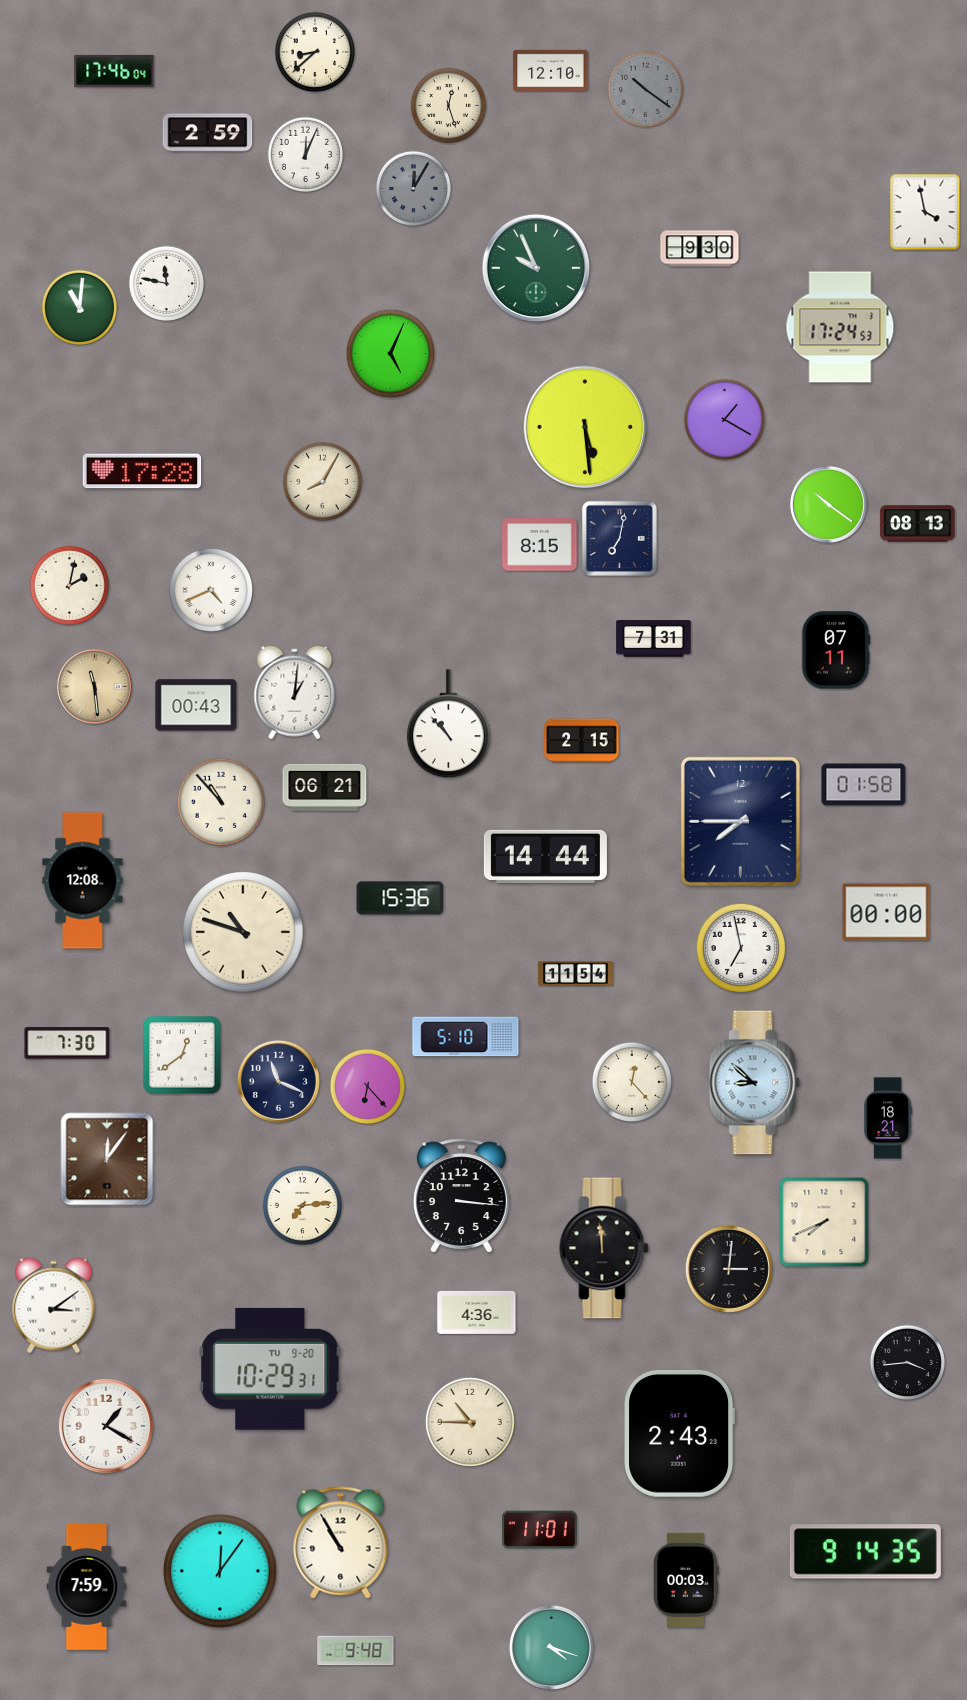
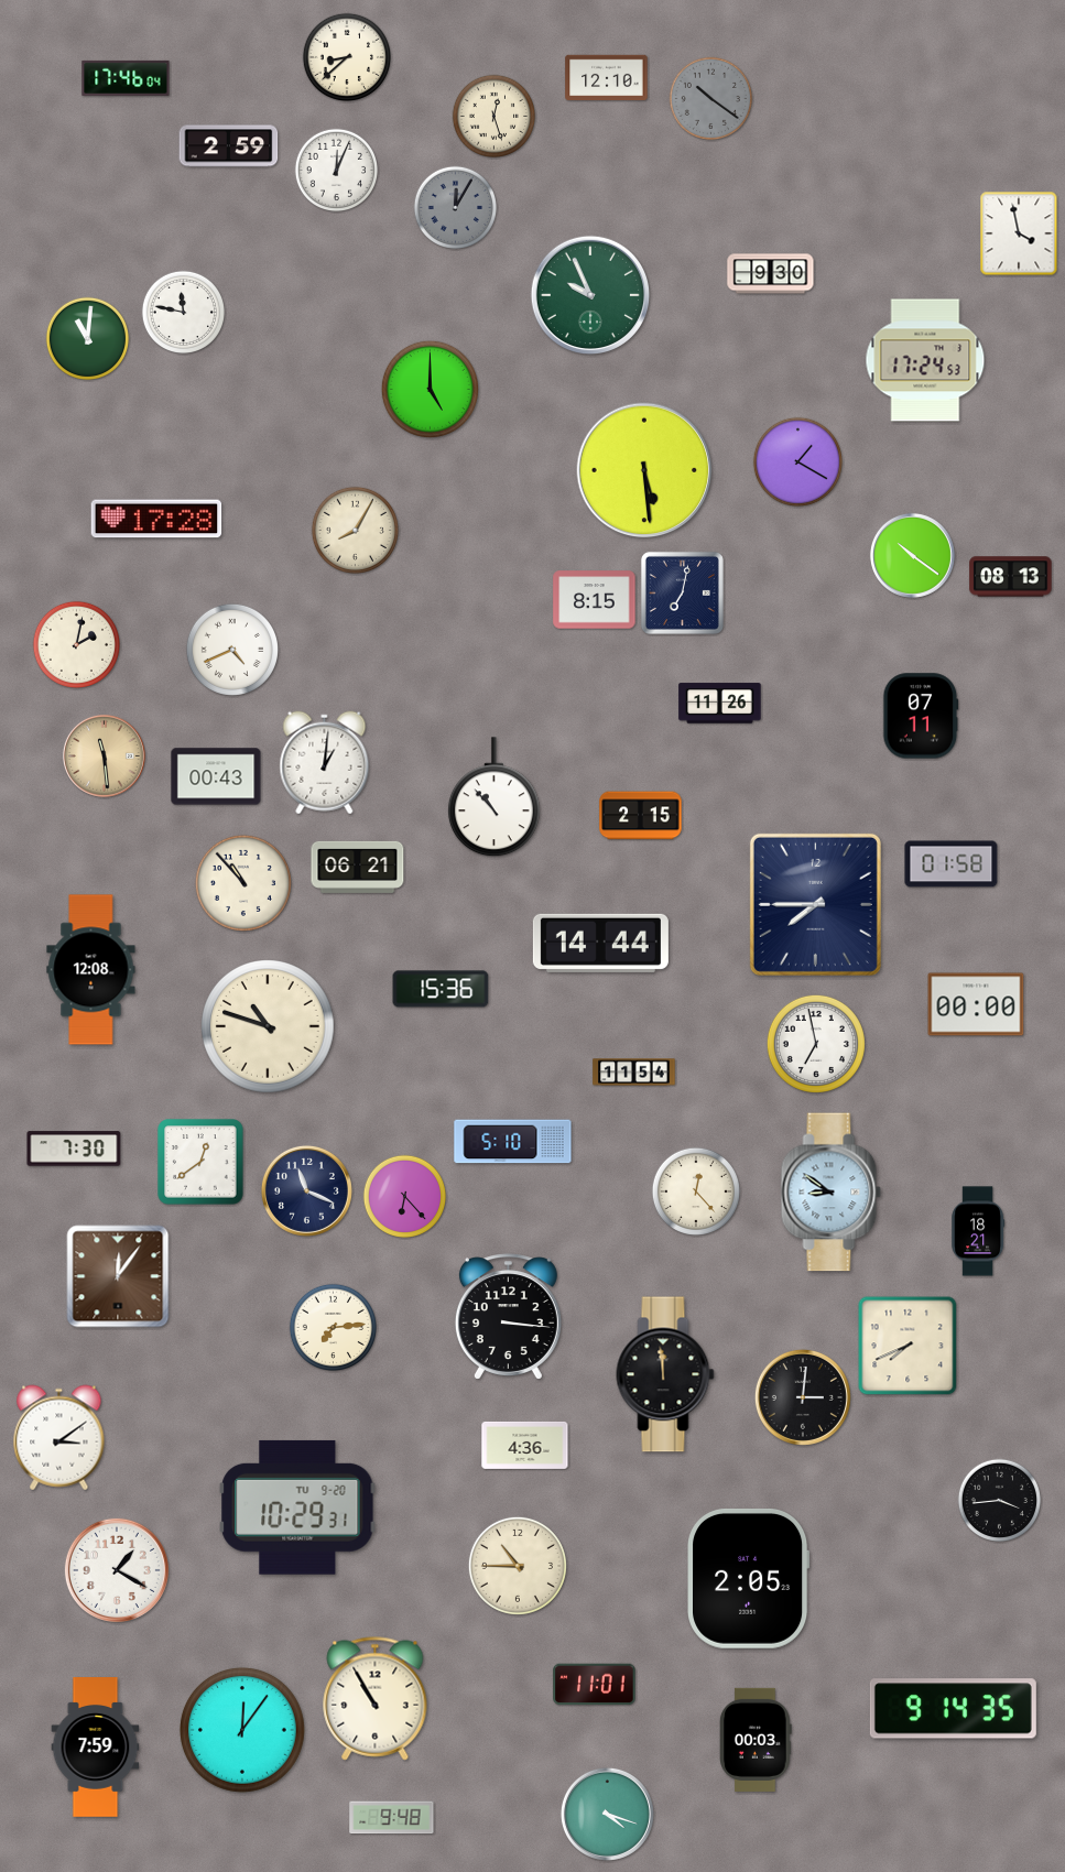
clock at (390, 353): 5:04 -> 5:00
clock at (654, 639): 7:31 -> 11:26
clock at (755, 1083): 8:52 -> 8:51
clock at (680, 1433): 2:43 -> 2:05
